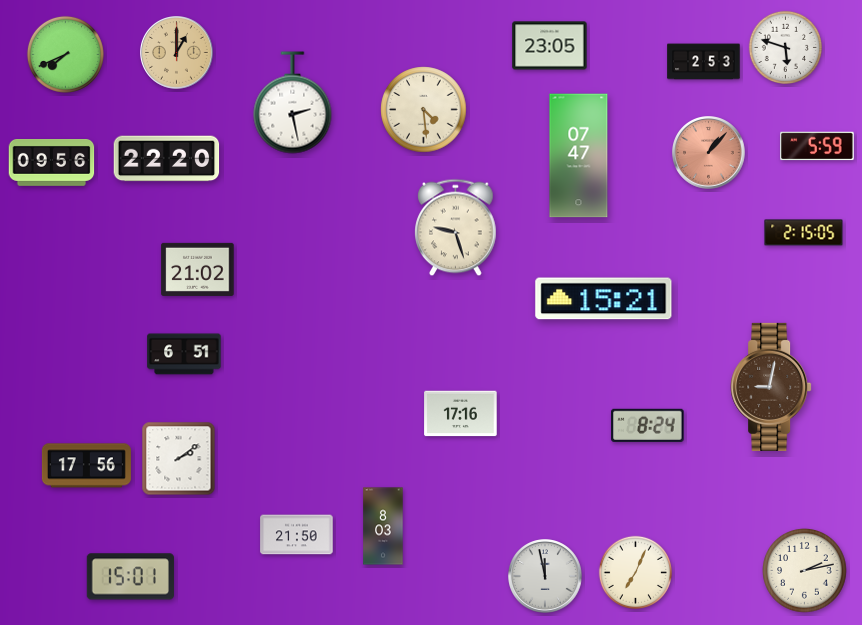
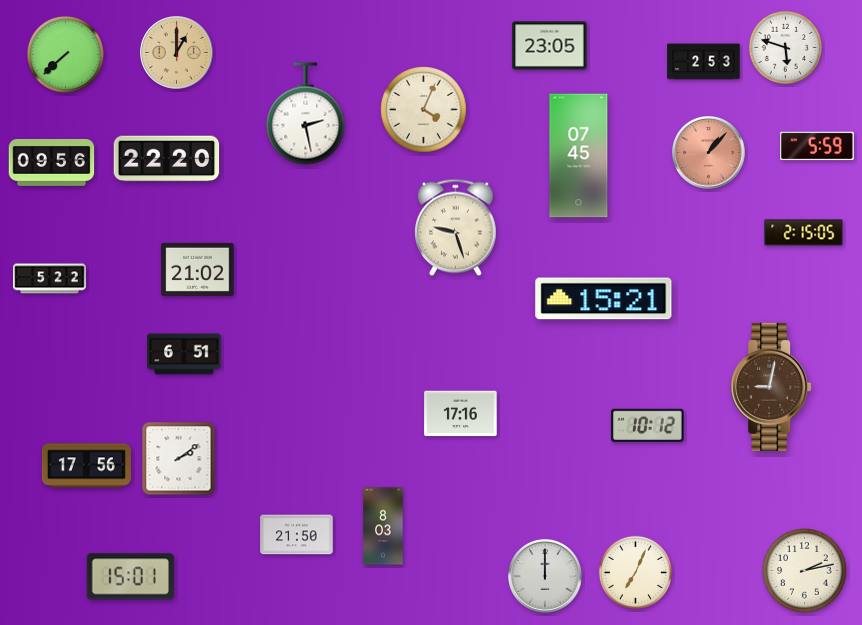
clock at (65, 54): 7:41 -> 7:38
clock at (293, 103) position: (293, 103) -> (306, 114)
clock at (424, 110): 4:29 -> 4:04
clock at (579, 156): 07:47 -> 07:45
clock at (50, 279): none -> 5:22
clock at (648, 425): 8:24 -> 10:12
clock at (545, 576): 11:58 -> 12:00
